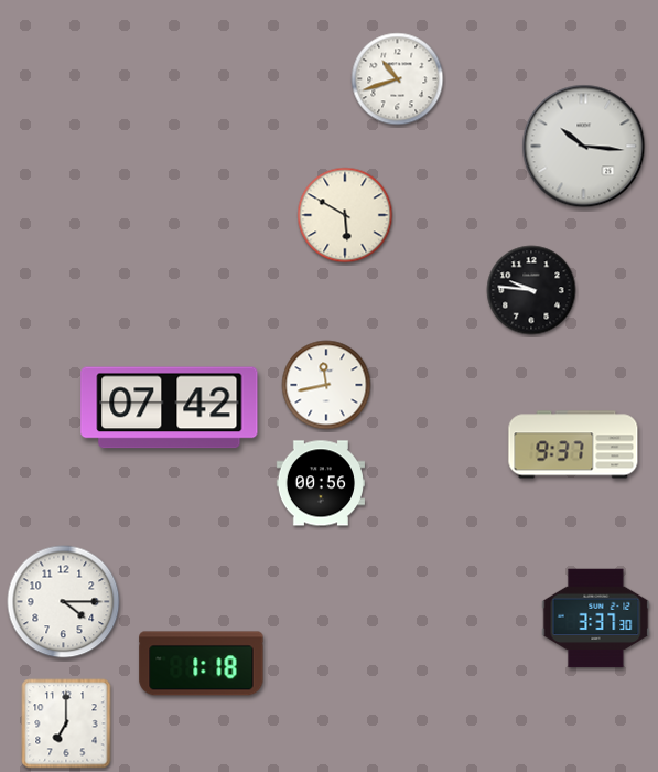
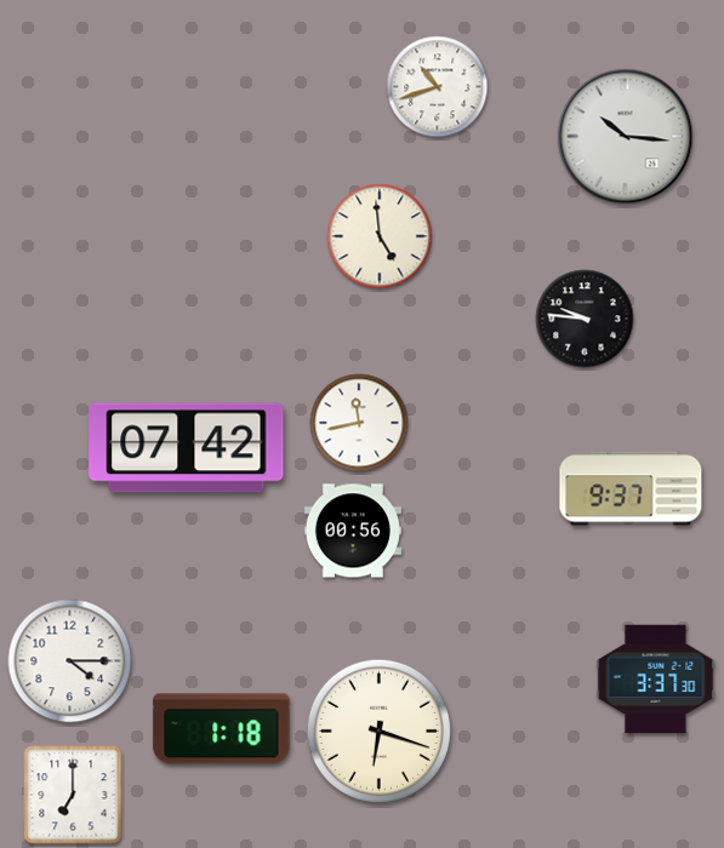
clock at (584, 147) position: (584, 147) -> (626, 137)
clock at (345, 215): 5:50 -> 4:59
clock at (378, 730): none -> 6:18
